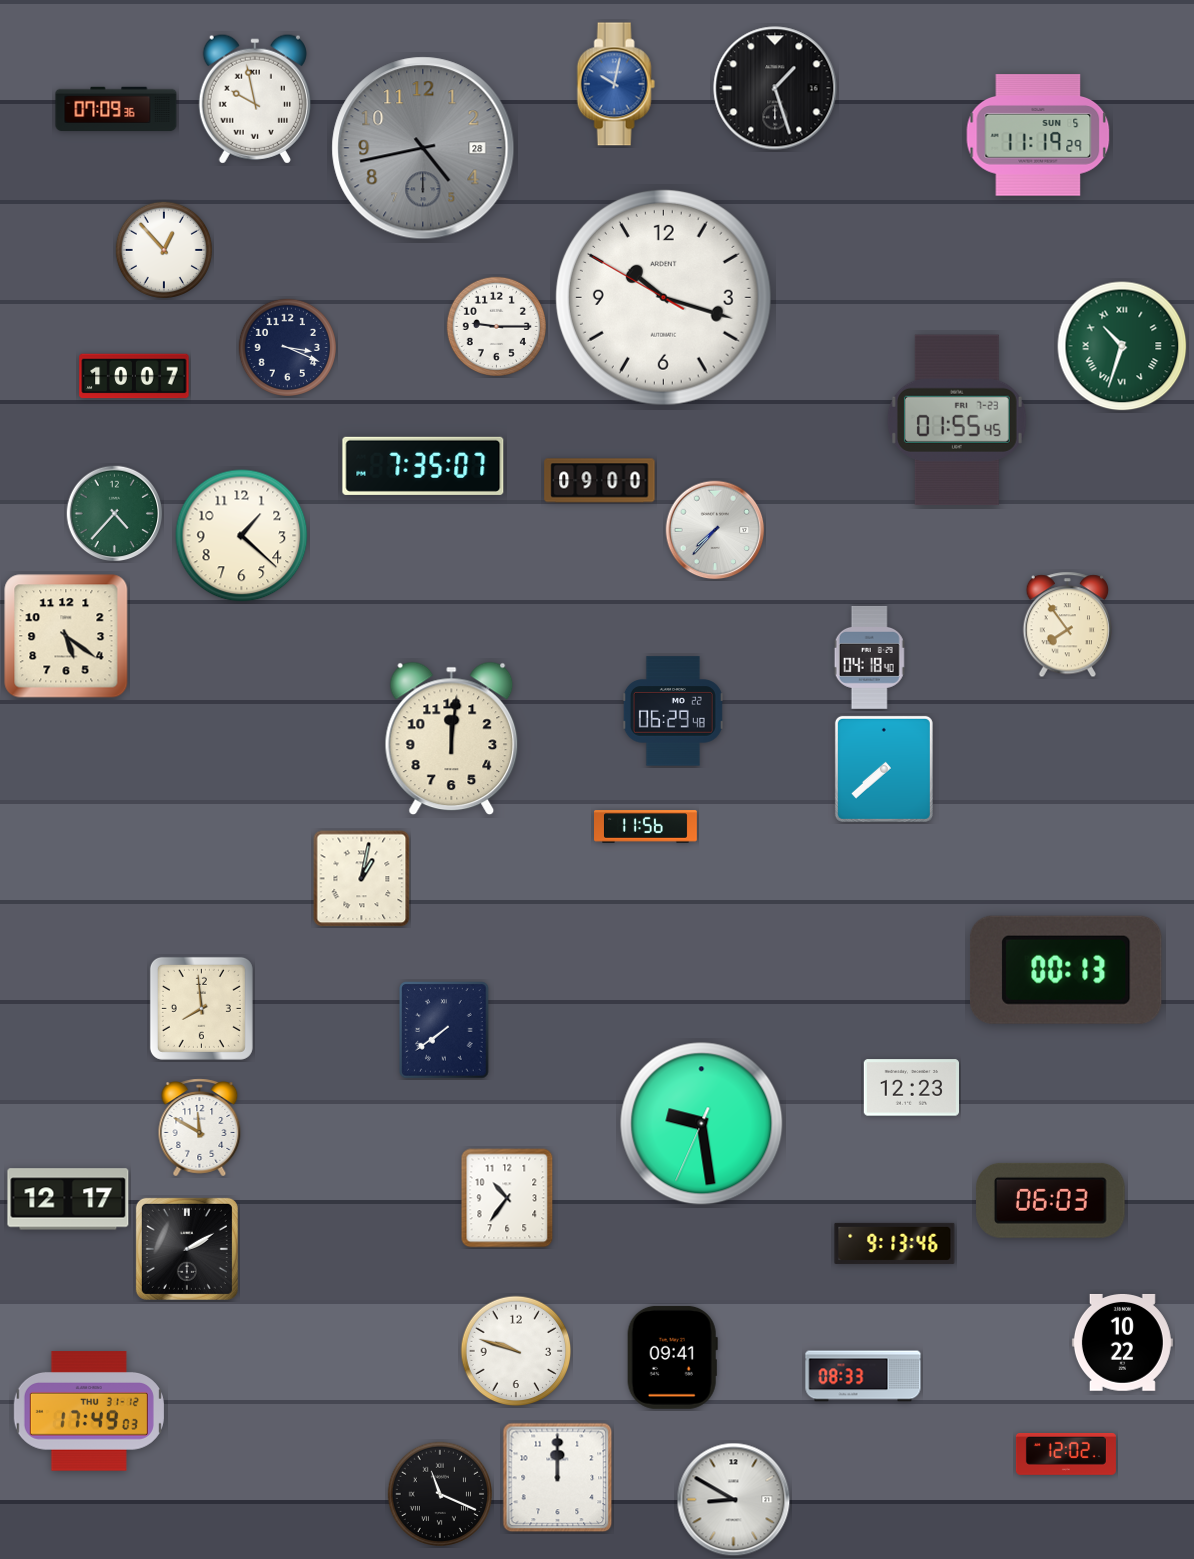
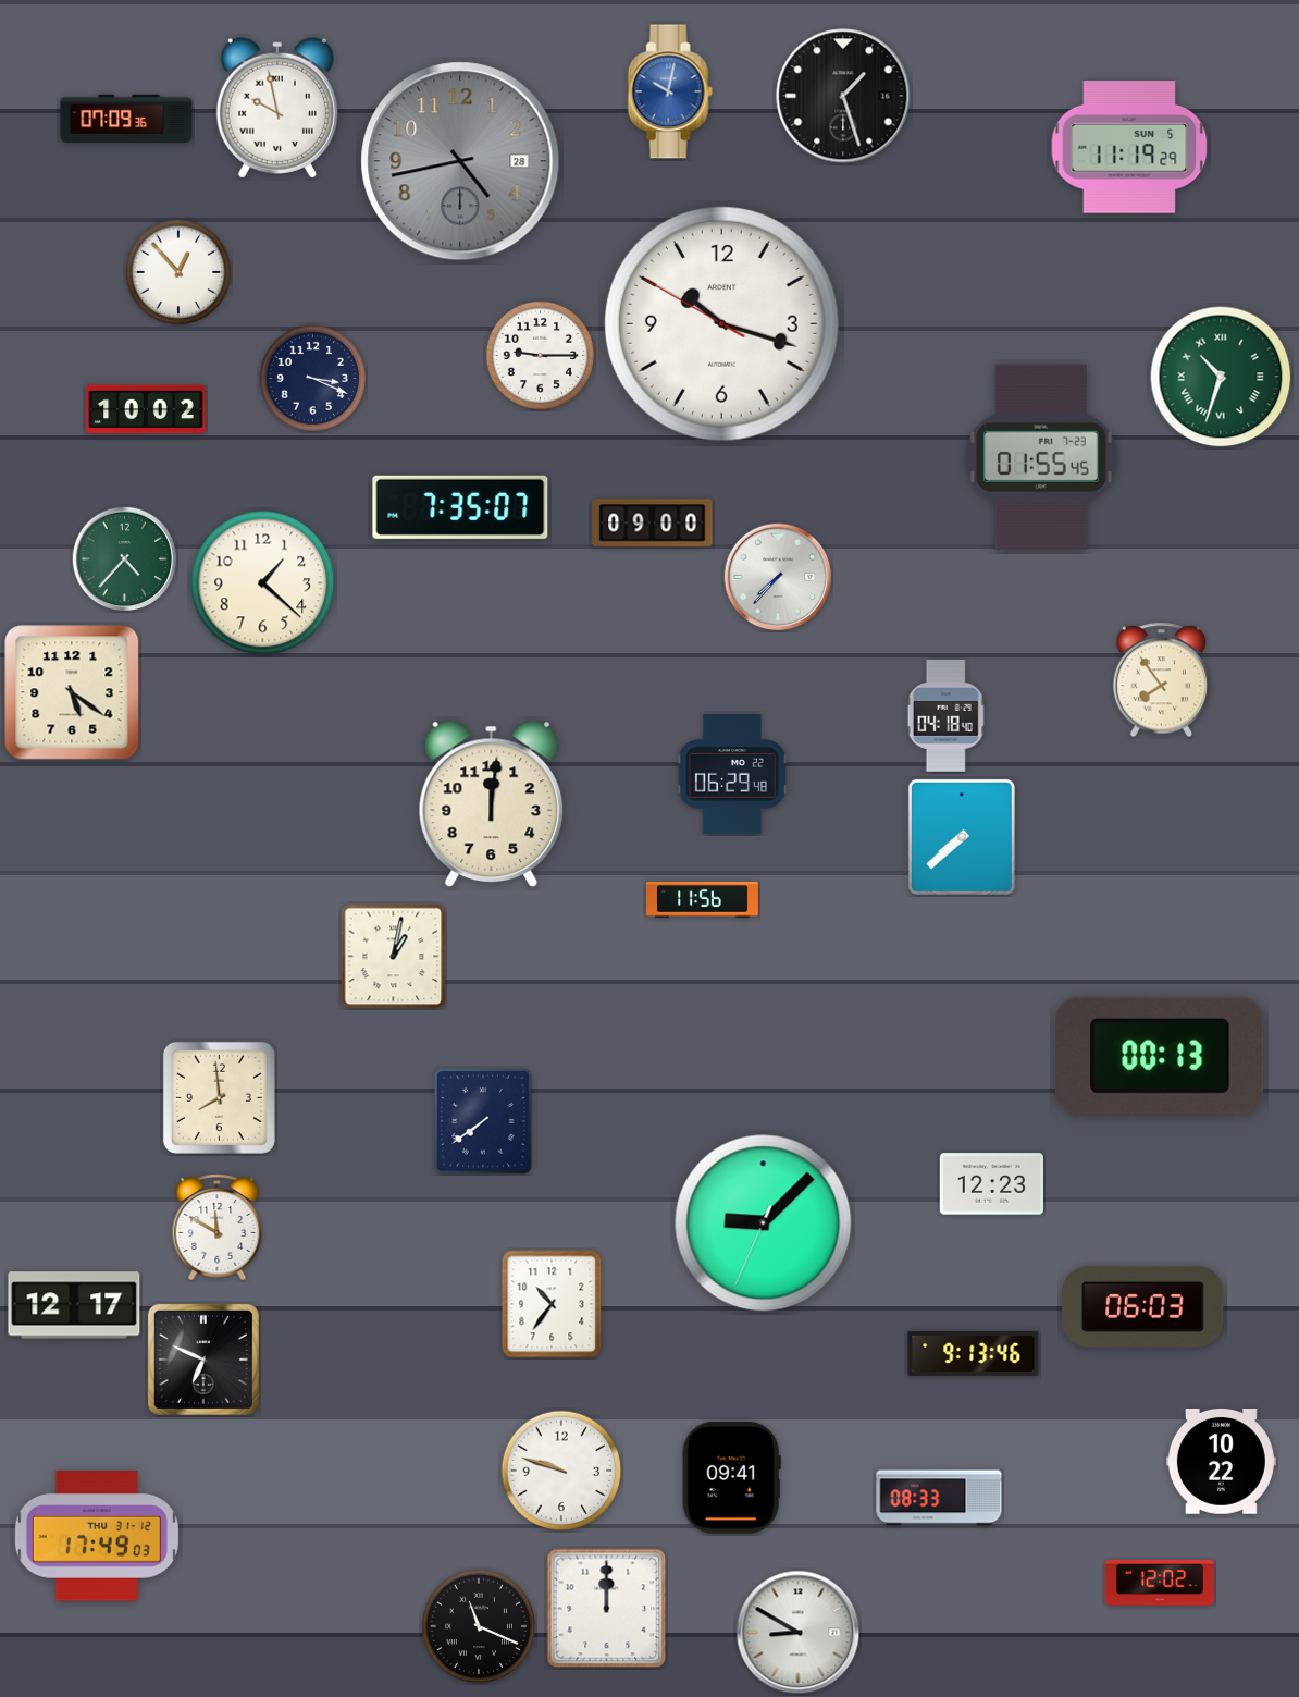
clock at (134, 376): 10:07 -> 10:02
clock at (702, 1124): 9:28 -> 9:07
clock at (187, 1249): 2:10 -> 6:49
